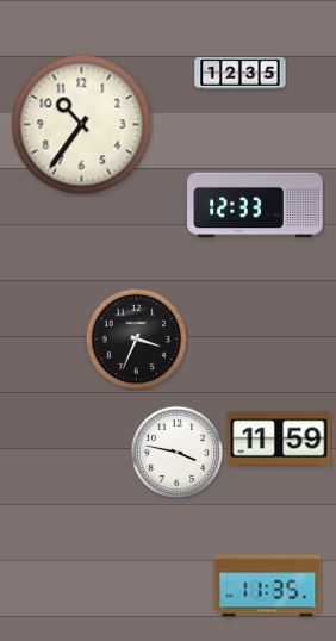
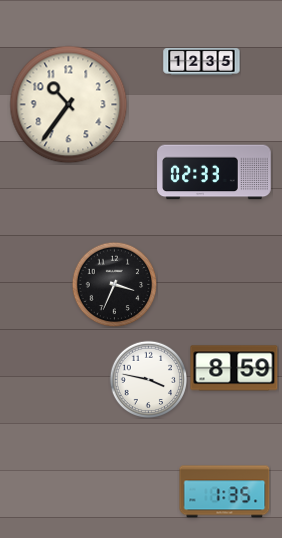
clock at (255, 205): 12:33 -> 02:33
clock at (279, 438): 11:59 -> 8:59
clock at (268, 586): 11:35 -> 1:35
